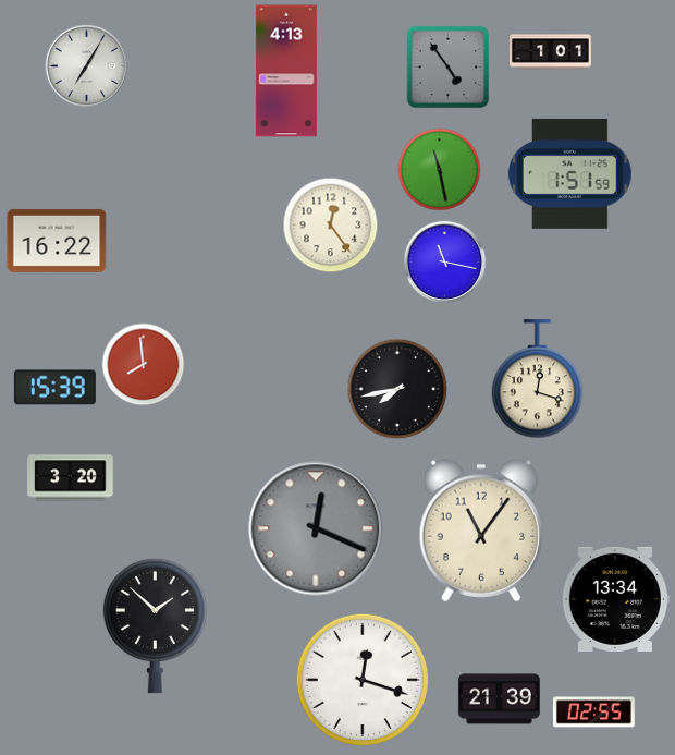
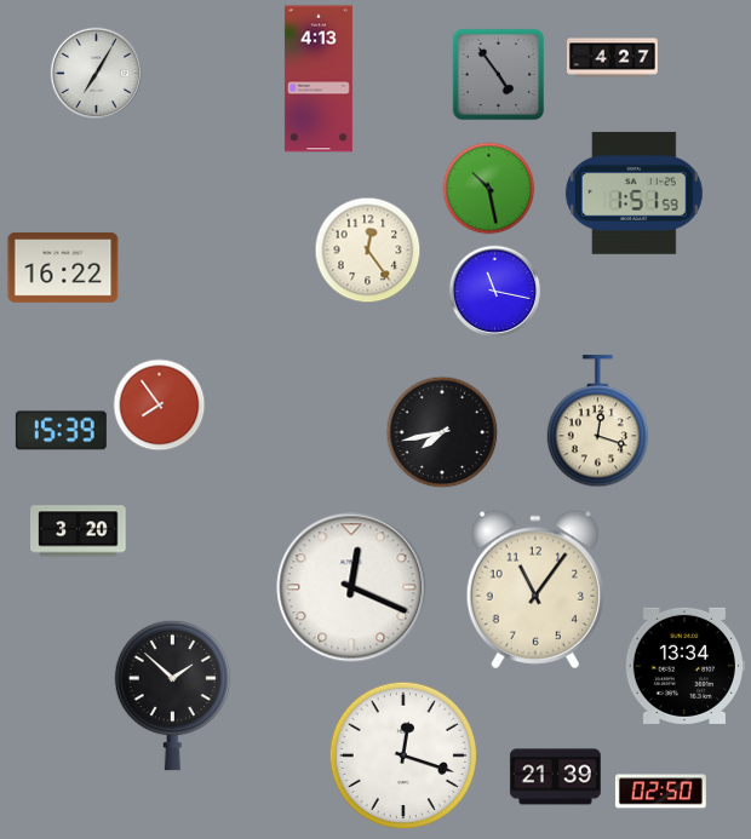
clock at (550, 52): 1:01 -> 4:27
clock at (440, 170): 11:28 -> 10:28
clock at (144, 365): 7:59 -> 7:54
clock at (316, 528) dial: grey -> white
clock at (593, 713): 02:55 -> 02:50
